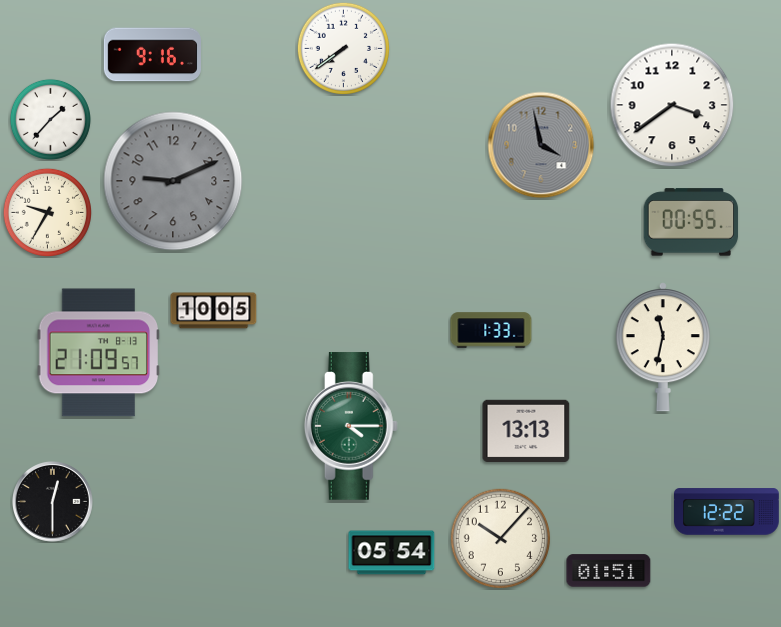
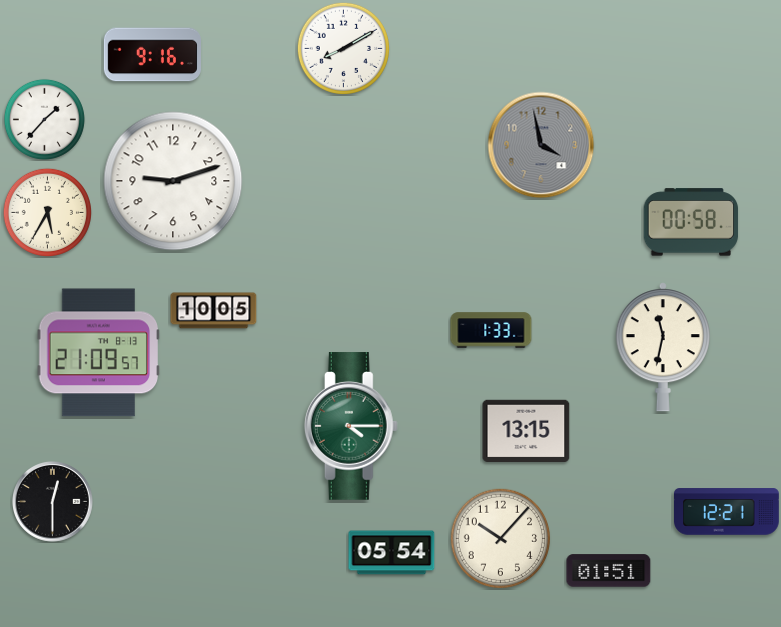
clock at (343, 48): 7:39 -> 8:10
clock at (672, 105): 3:39 -> none
clock at (50, 119) position: (50, 119) -> (44, 119)
clock at (173, 181): 9:11 -> 9:12
clock at (173, 181) dial: grey -> white
clock at (47, 212): 9:35 -> 5:35
clock at (691, 222): 00:55 -> 00:58
clock at (526, 430): 13:13 -> 13:15
clock at (727, 512): 12:22 -> 12:21
